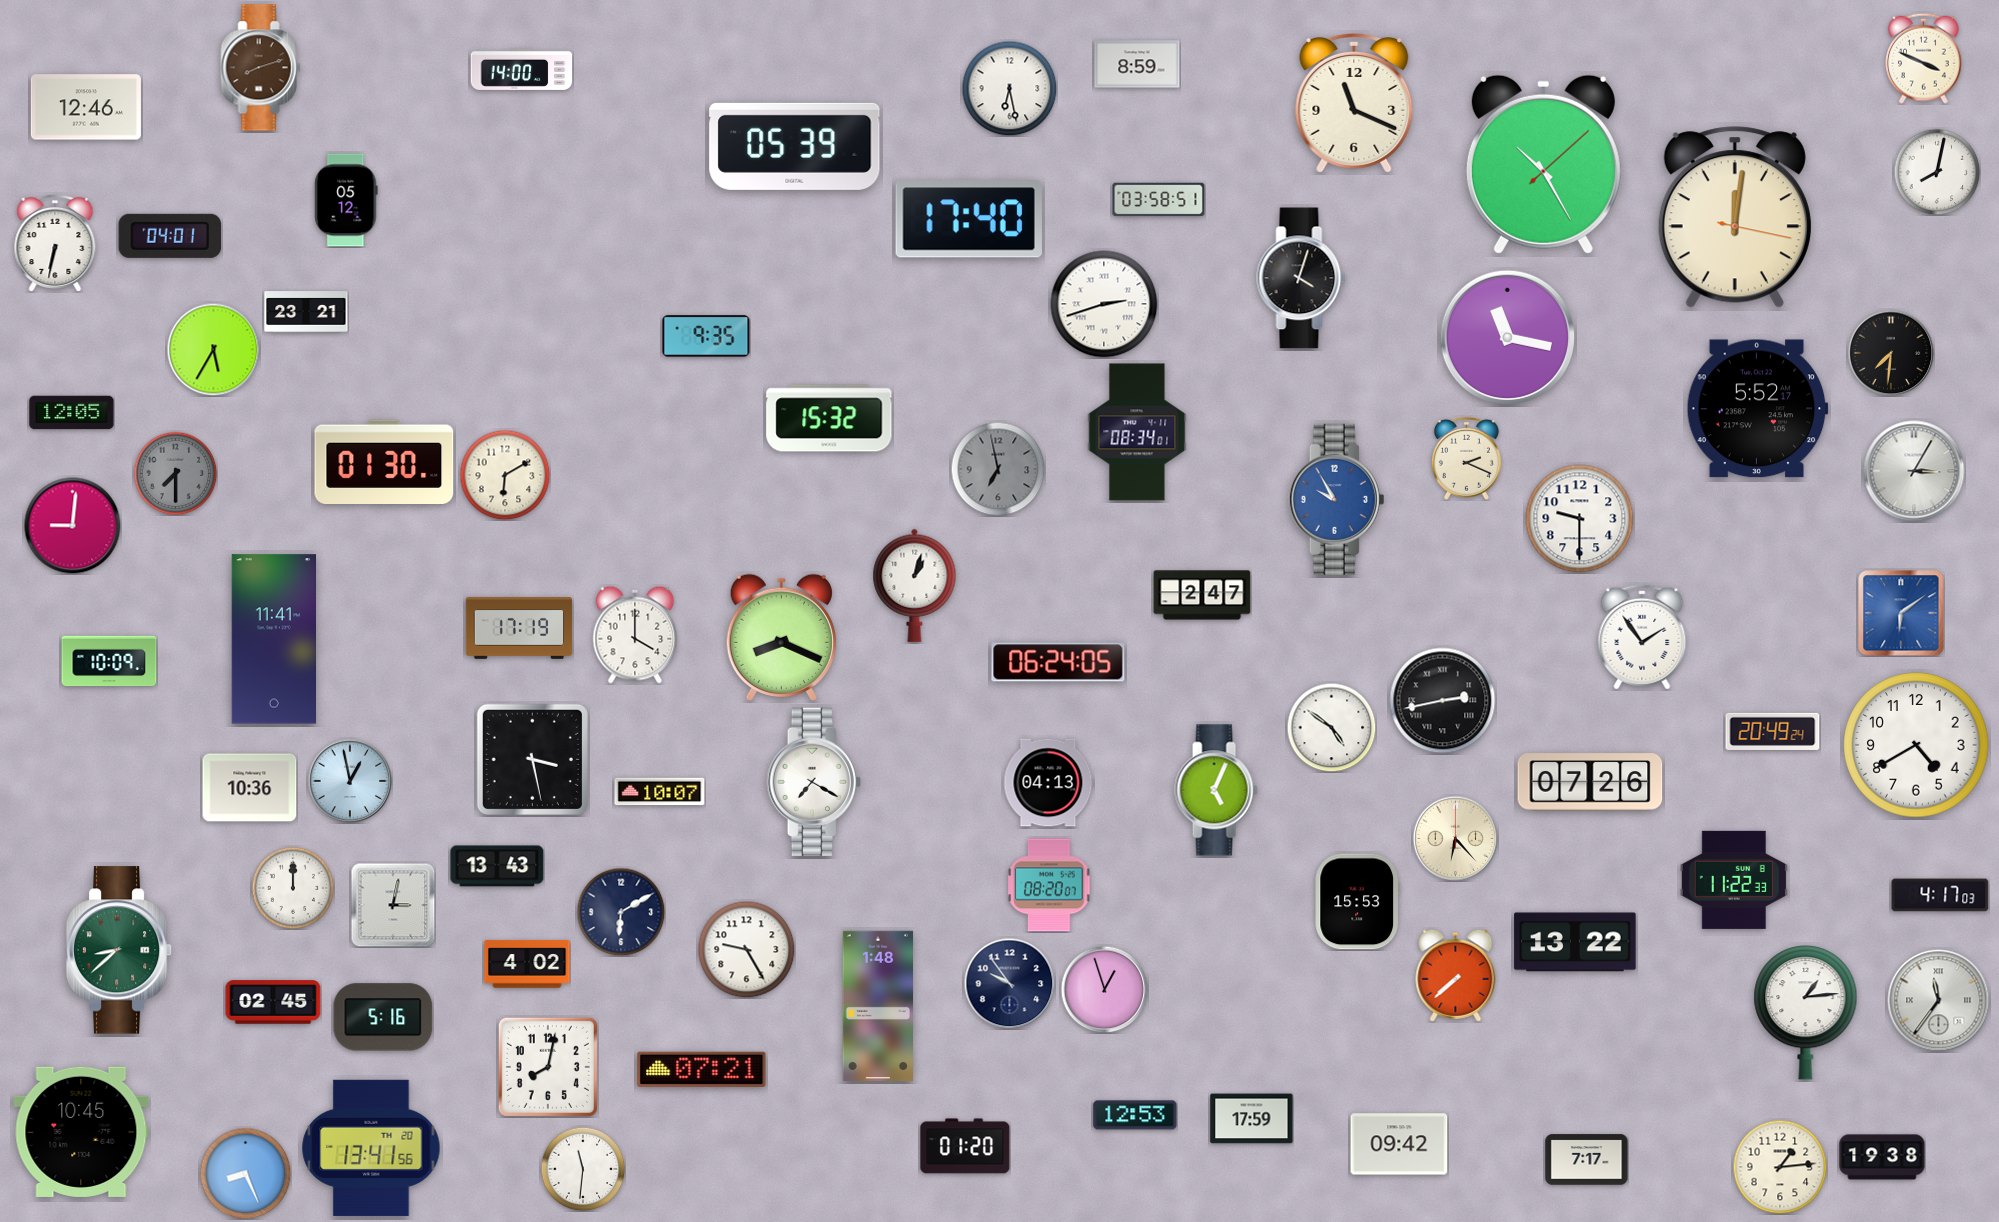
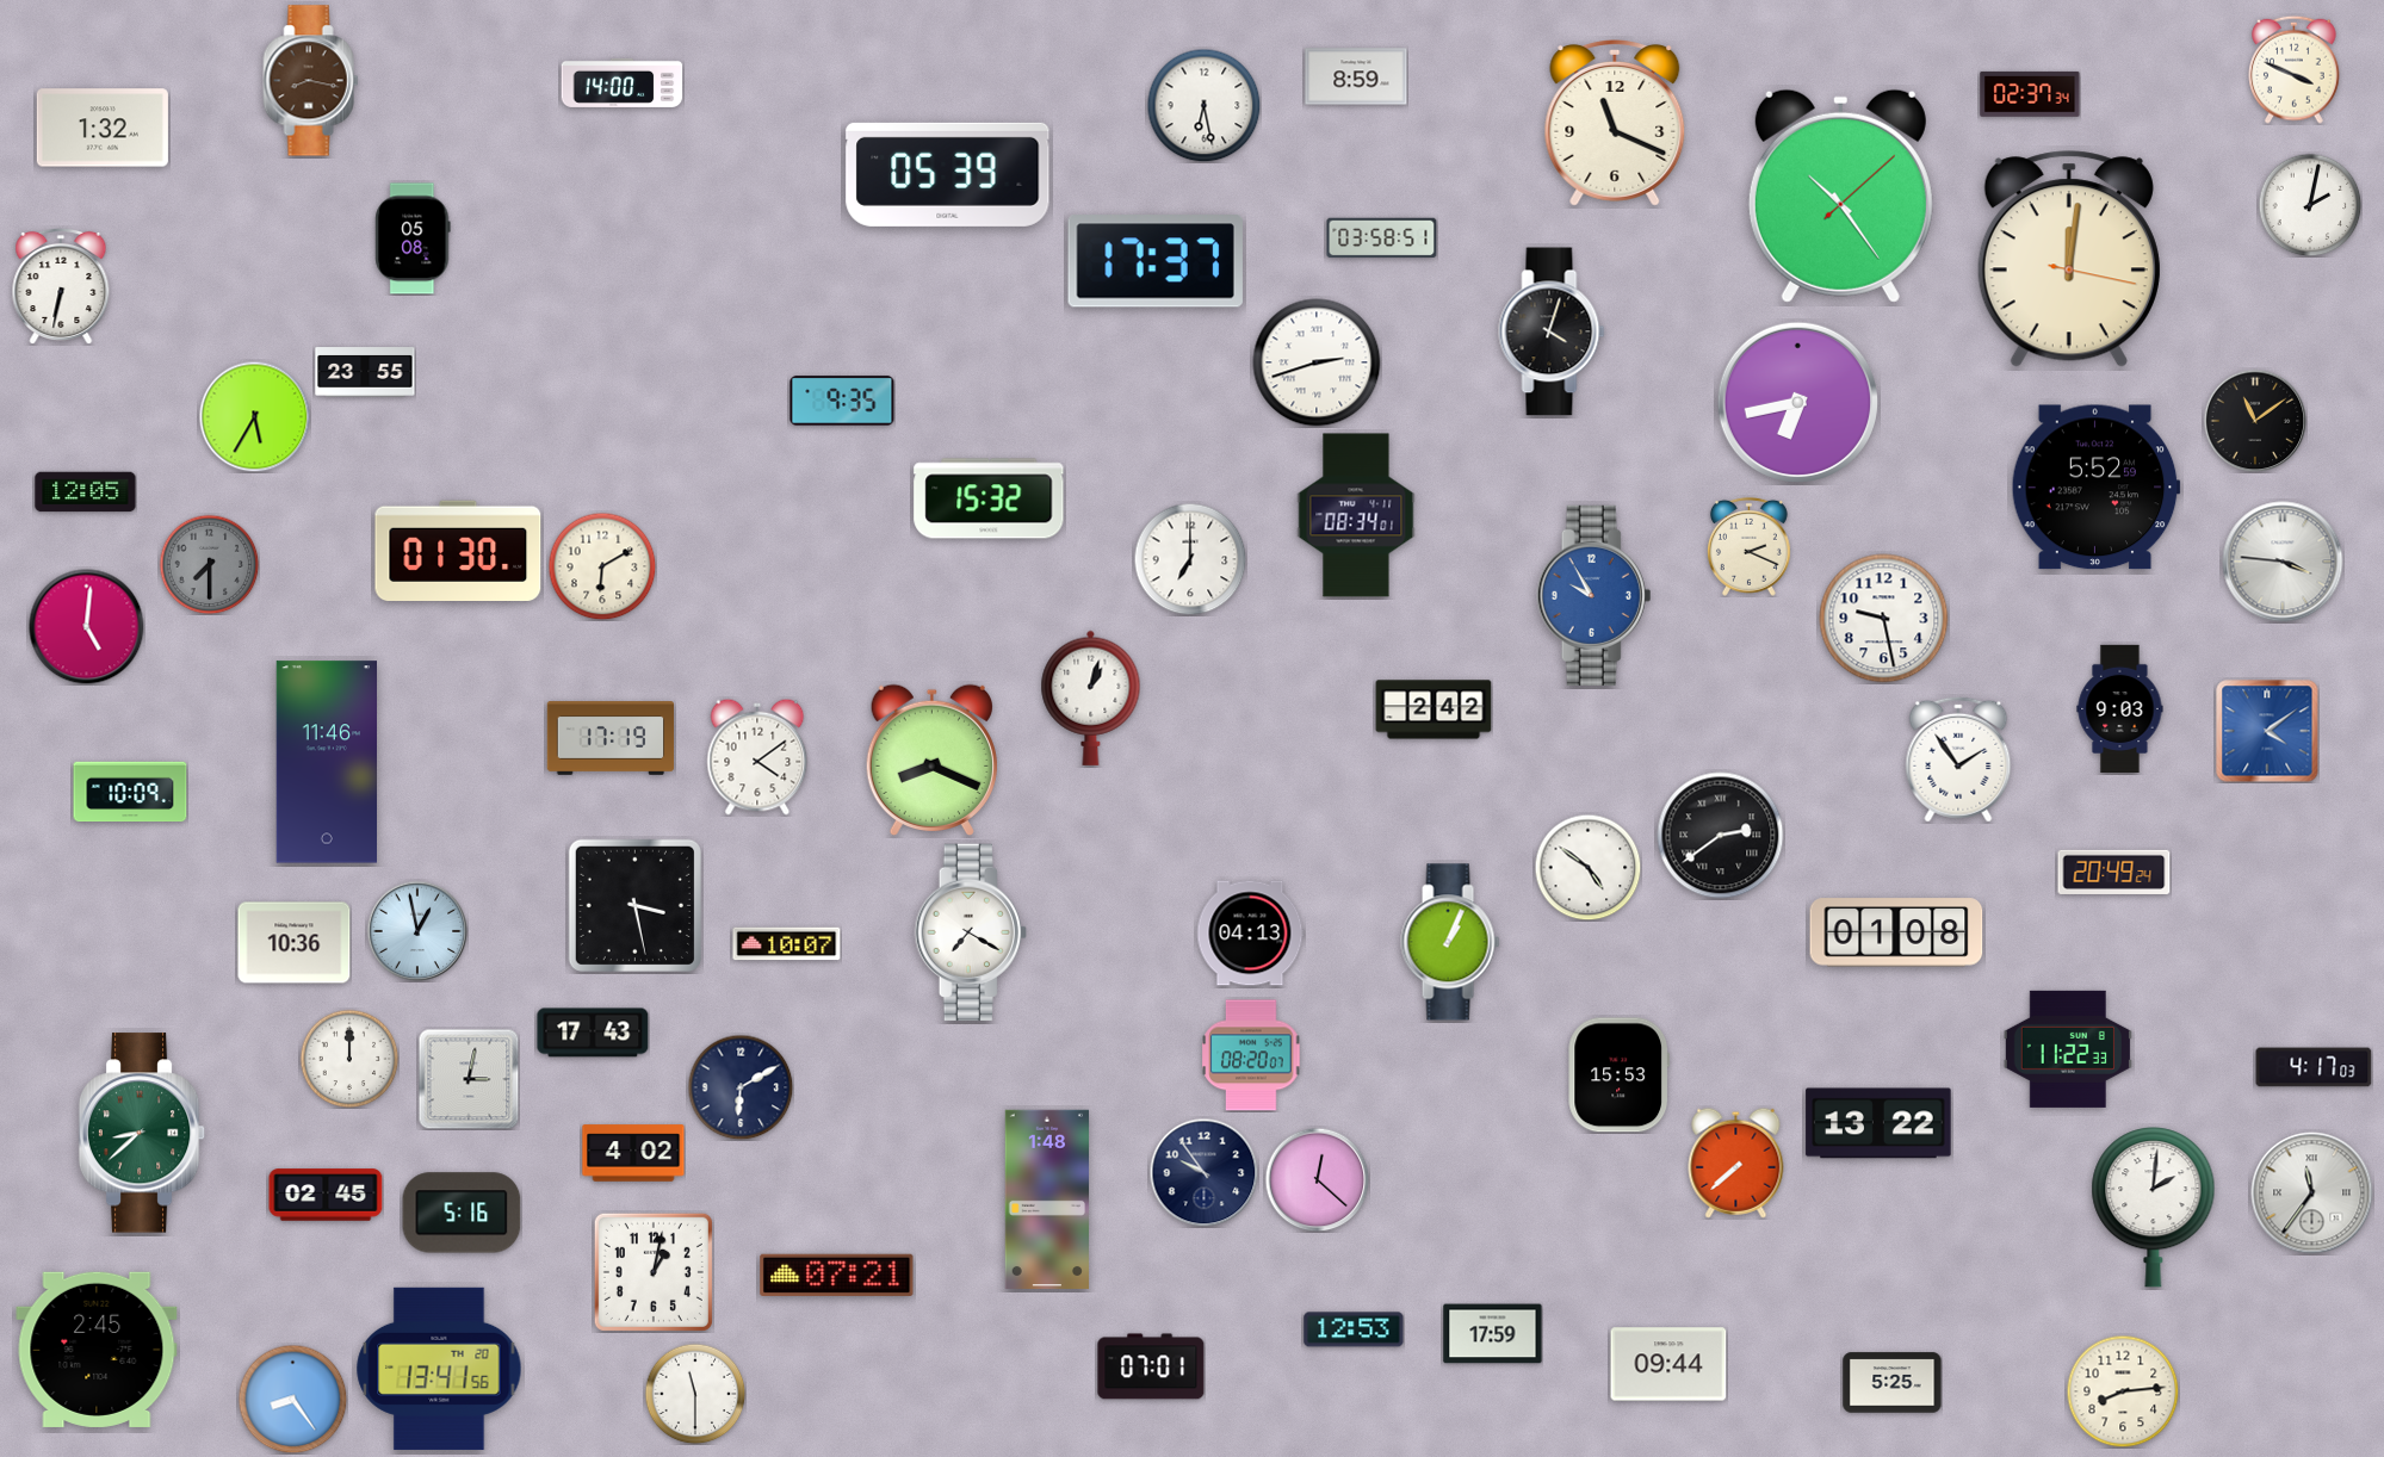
clock at (261, 68): 8:12 -> 8:17
clock at (2030, 94): none -> 02:37
clock at (86, 107): 12:46 -> 1:32
clock at (1543, 164): 10:25 -> 10:24
clock at (1937, 172): 8:02 -> 2:02
clock at (346, 200): 05:12 -> 05:08
clock at (969, 219): 17:40 -> 17:37
clock at (170, 236): 04:01 -> none
clock at (55, 243) position: (55, 243) -> (61, 286)
clock at (306, 312): 23:21 -> 23:55
clock at (1508, 338): 11:17 -> 6:43
clock at (1891, 353): 7:31 -> 11:09
clock at (1757, 409): 5:52:17 -> 5:52:59
clock at (998, 469): 6:58 -> 7:00
clock at (998, 469) dial: grey -> white
clock at (1914, 471): 3:05 -> 3:46
clock at (1580, 519): 9:30 -> 9:28
clock at (73, 526): 9:01 -> 5:01
clock at (1202, 595): 2:47 -> 2:42
clock at (2120, 709): none -> 9:03
clock at (1901, 613): 6:09 -> 4:09
clock at (519, 628) position: (519, 628) -> (611, 738)
clock at (635, 635): 4:00 -> 4:09
clock at (273, 639): 11:41 -> 11:46
clock at (109, 661) position: (109, 661) -> (130, 792)
clock at (1058, 662): 06:24 -> none
clock at (1443, 701): 2:43 -> 2:39
clock at (1916, 745): 4:40 -> none
clock at (1590, 782): 07:26 -> 01:08
clock at (250, 788) position: (250, 788) -> (295, 943)
clock at (1216, 790): 5:04 -> 1:04
clock at (1455, 838): 6:23 -> none
clock at (497, 866): 13:43 -> 17:43
clock at (746, 949): 9:25 -> none
clock at (527, 964) position: (527, 964) -> (633, 1153)
clock at (1104, 989): 12:57 -> 12:22
clock at (1806, 1013): 1:14 -> 2:01
clock at (383, 1017) position: (383, 1017) -> (462, 1213)
clock at (548, 1067): 8:02 -> 1:02
clock at (81, 1132): 10:45 -> 2:45
clock at (1399, 1144): 09:42 -> 09:44
clock at (965, 1146): 01:20 -> 07:01
clock at (371, 1148) position: (371, 1148) -> (439, 1369)
clock at (1882, 1157): 19:38 -> none
clock at (1587, 1160): 7:17 -> 5:25
clock at (1780, 1167): 1:14 -> 8:14
clock at (583, 1169): 11:31 -> 11:30
clock at (245, 1173): 8:26 -> 8:24
